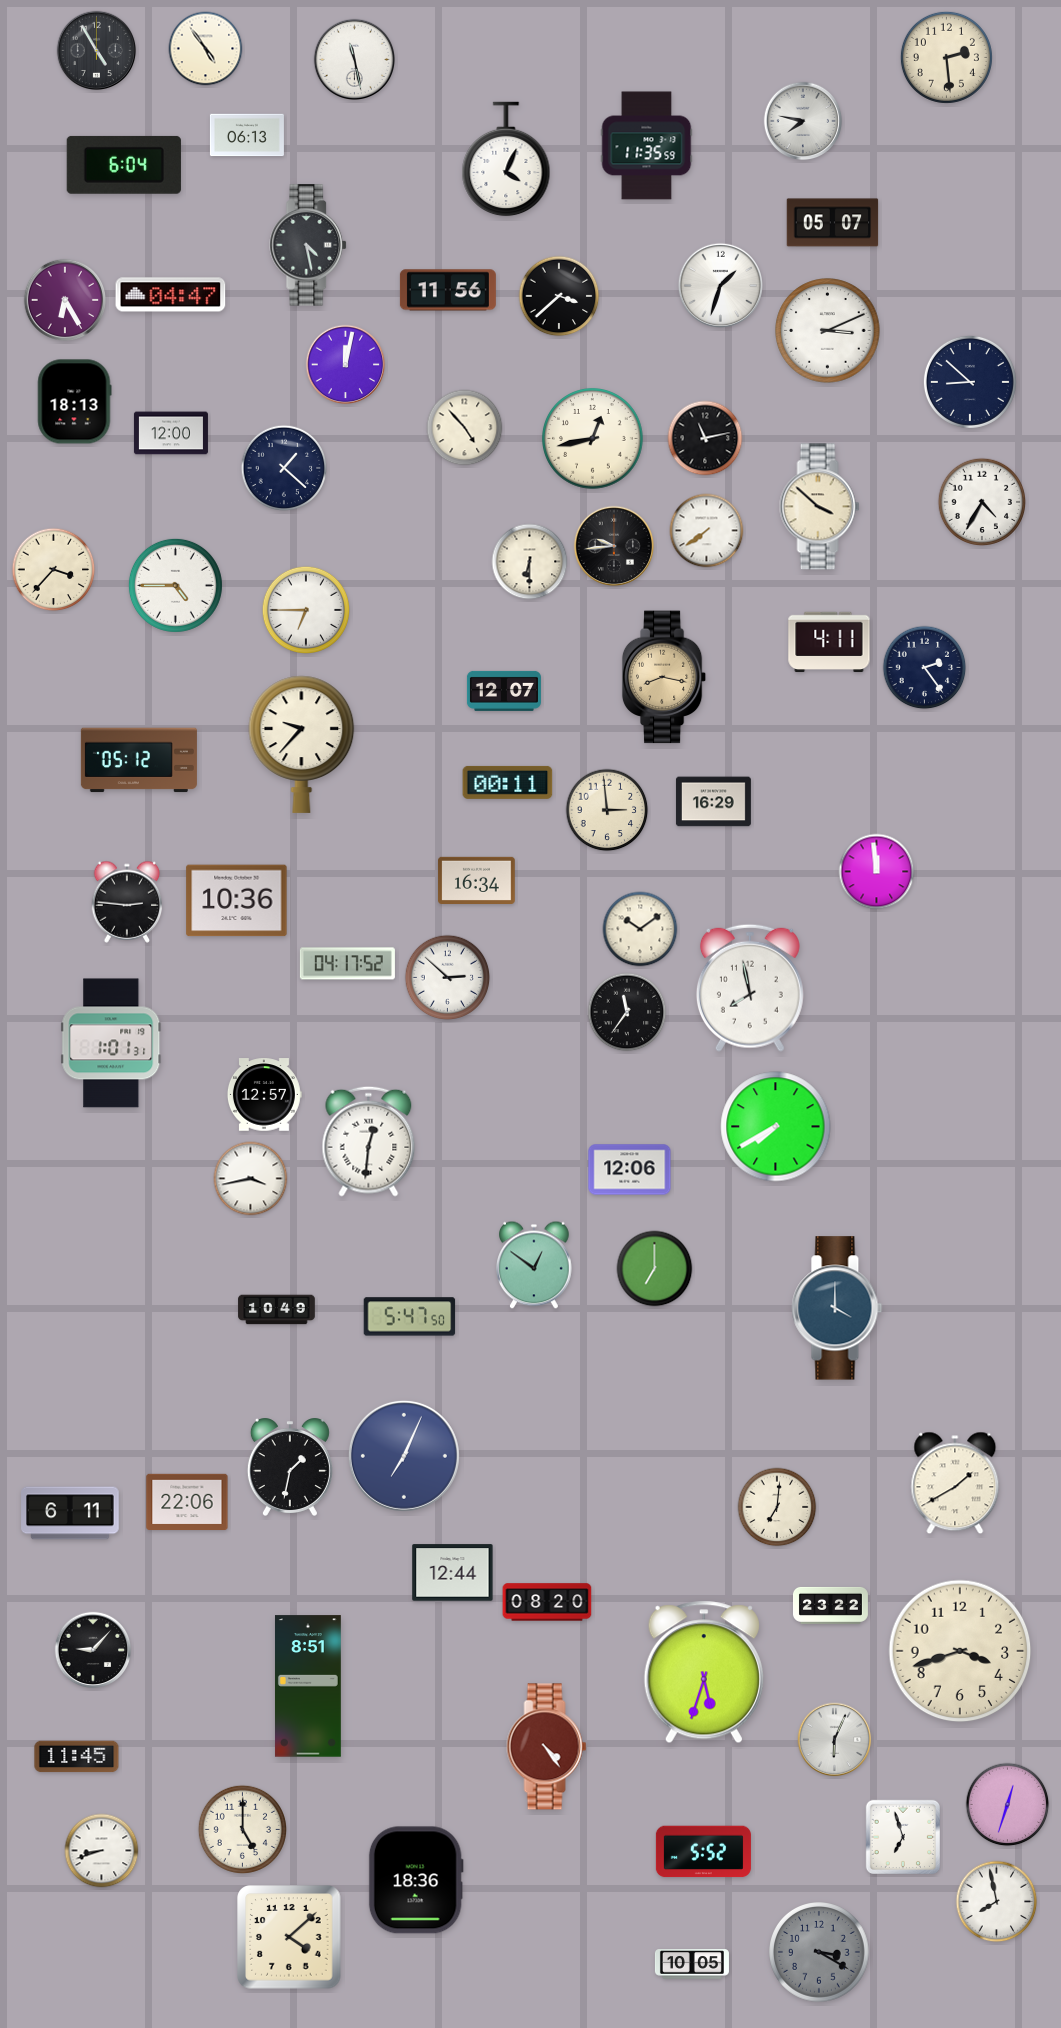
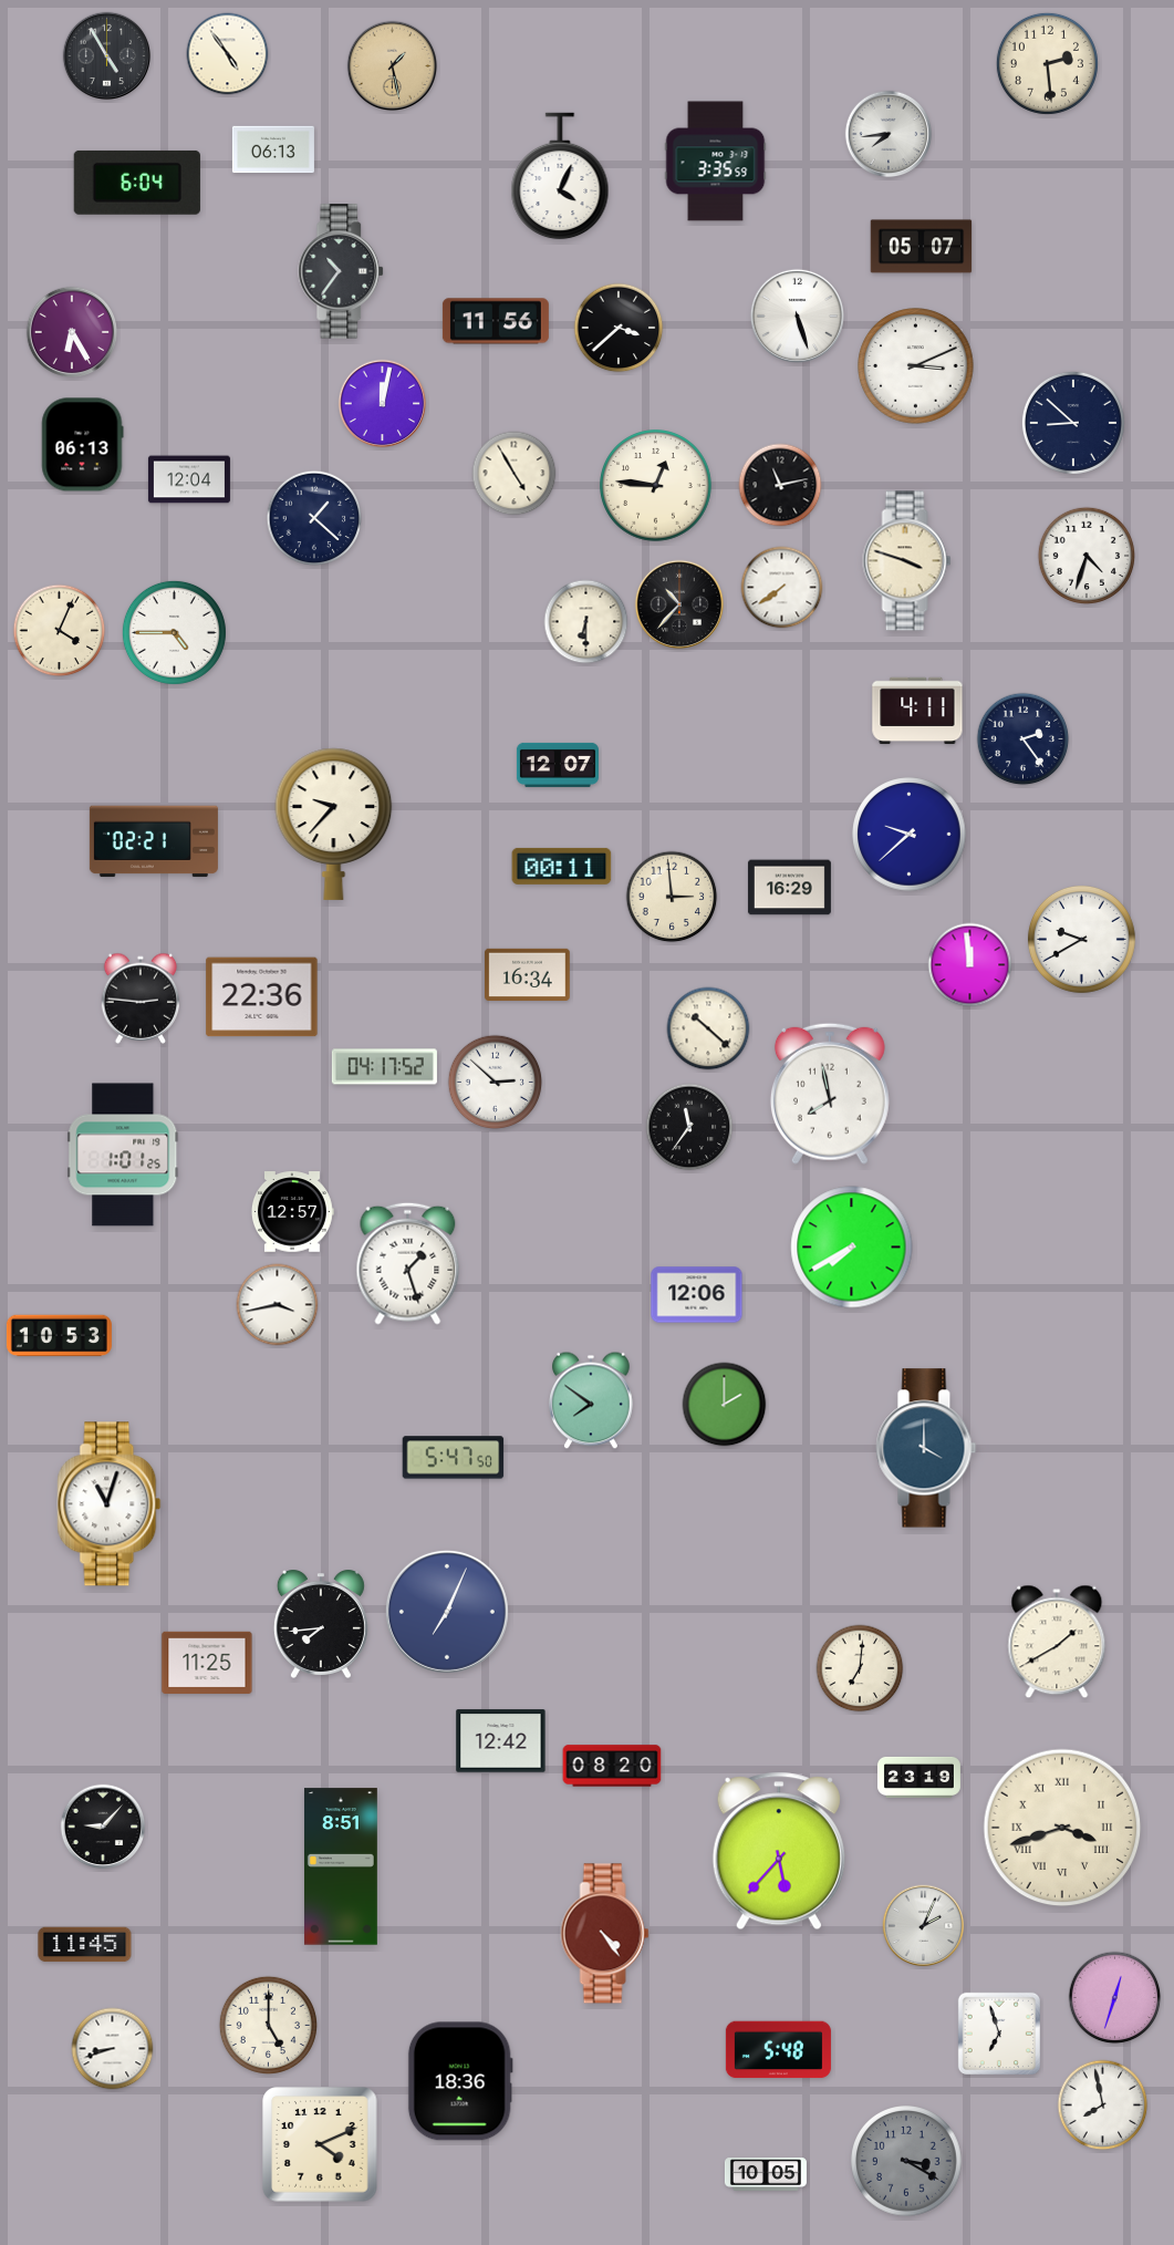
clock at (354, 59): 11:28 -> 1:28
clock at (354, 59) dial: white -> champagne
clock at (803, 121): 7:47 -> 7:44
clock at (647, 146): 11:35 -> 3:35
clock at (309, 245): 4:28 -> 10:36
clock at (720, 285): 1:33 -> 5:27
clock at (171, 295): 04:47 -> none
clock at (75, 402): 18:13 -> 06:13
clock at (465, 428): 4:53 -> 4:55
clock at (171, 433): 12:00 -> 12:04
clock at (593, 439): 12:43 -> 12:46
clock at (981, 501): 4:35 -> 4:33
clock at (820, 507): 3:52 -> 3:48
clock at (614, 546): 9:44 -> 10:37
clock at (54, 570): 3:37 -> 4:04
clock at (175, 585) position: (175, 585) -> (174, 632)
clock at (305, 609): 6:45 -> none
clock at (664, 677): 8:17 -> none
clock at (910, 835): none -> 9:38
clock at (139, 760): 05:12 -> 02:21
clock at (1081, 939): none -> 9:40
clock at (237, 901): 10:36 -> 22:36
clock at (640, 929): 10:09 -> 10:22
clock at (627, 1012) position: (627, 1012) -> (689, 1127)
clock at (111, 1043): 1:01:31 -> 1:01:25
clock at (776, 1127) position: (776, 1127) -> (852, 1248)
clock at (369, 1141): 12:31 -> 1:27
clock at (59, 1336): none -> 10:53
clock at (535, 1265): 12:51 -> 7:51
clock at (655, 1269): 7:00 -> 2:00
clock at (277, 1310): 10:49 -> none
clock at (110, 1504): none -> 11:03
clock at (290, 1467): 1:32 -> 7:44
clock at (187, 1502): 22:06 -> 11:25
clock at (70, 1513): 6:11 -> none
clock at (453, 1573): 12:44 -> 12:42
clock at (547, 1602) position: (547, 1602) -> (612, 1766)
clock at (830, 1605): 23:22 -> 23:19
clock at (960, 1651) numerals: Arabic -> Roman
clock at (704, 1672): 5:33 -> 5:37
clock at (835, 1740): 6:04 -> 2:04
clock at (703, 1852): 5:52 -> 5:48
clock at (289, 1937): 4:08 -> 4:11
